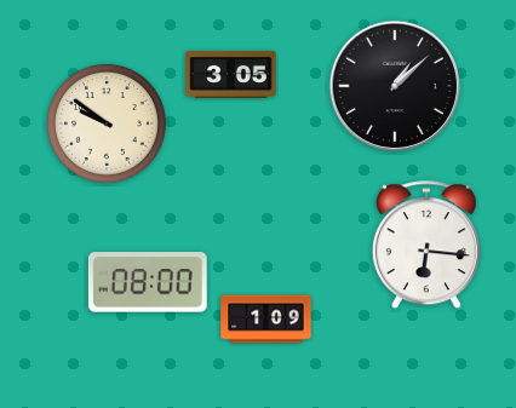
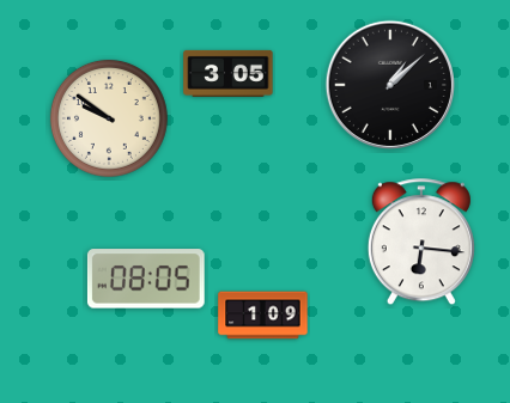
clock at (107, 123) position: (107, 123) -> (109, 118)
clock at (148, 282): 08:00 -> 08:05
